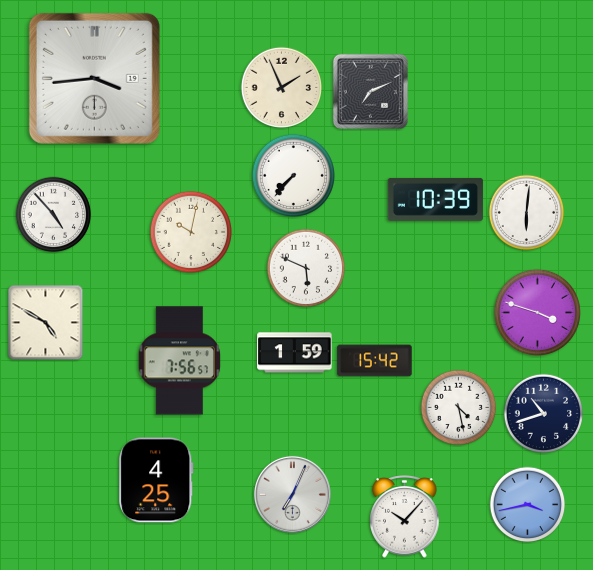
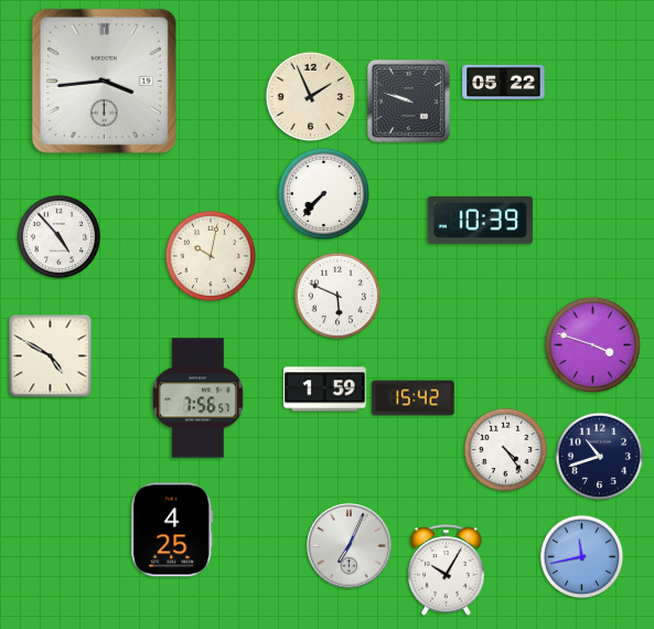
clock at (504, 83): none -> 05:22
clock at (94, 78) position: (94, 78) -> (104, 81)
clock at (370, 91): 7:11 -> 9:48
clock at (527, 213): 6:01 -> none
clock at (459, 408): 4:28 -> 4:24
clock at (292, 494) position: (292, 494) -> (349, 545)
clock at (528, 505): 3:43 -> 11:43
clock at (405, 517): 10:07 -> 10:05
